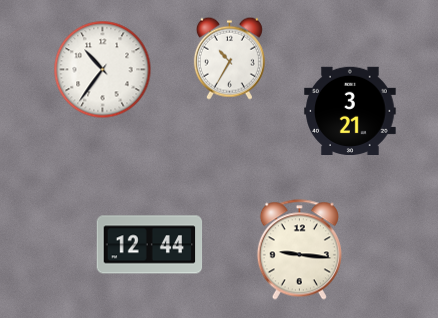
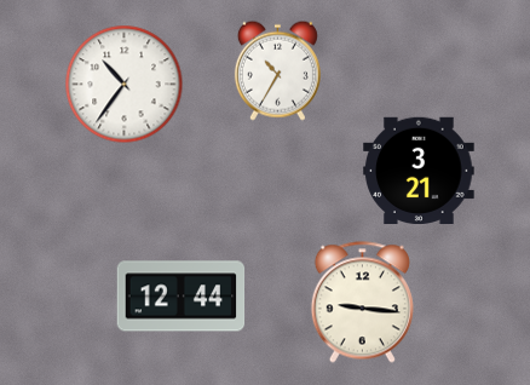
clock at (350, 110) position: (350, 110) -> (419, 169)
